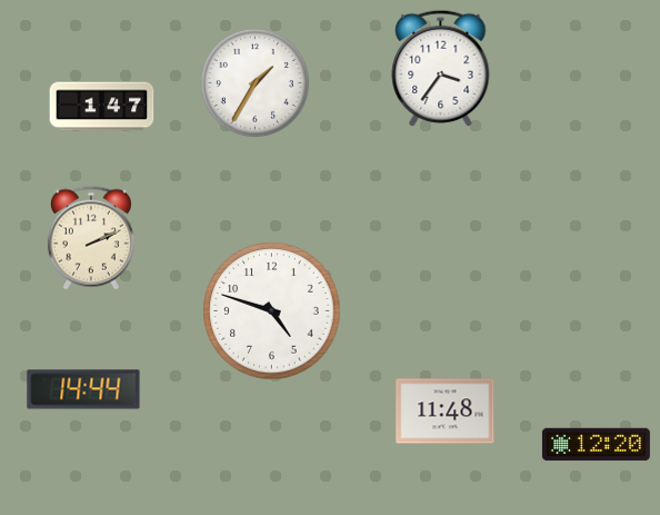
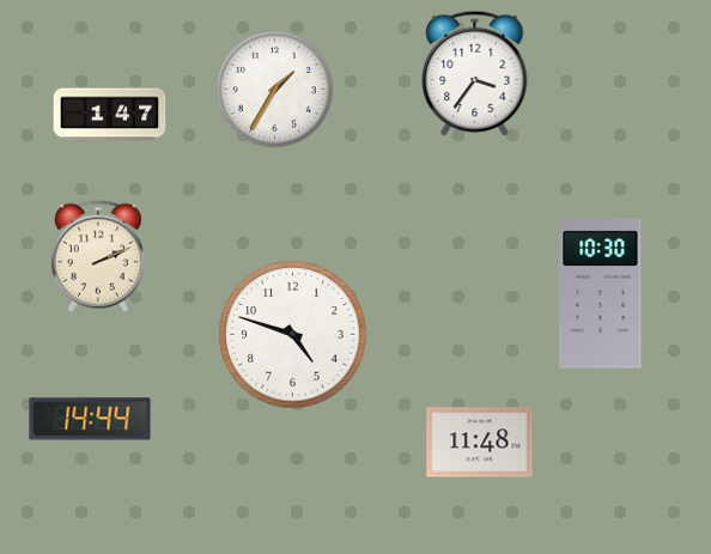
clock at (601, 294): none -> 10:30
clock at (596, 445): 12:20 -> none
